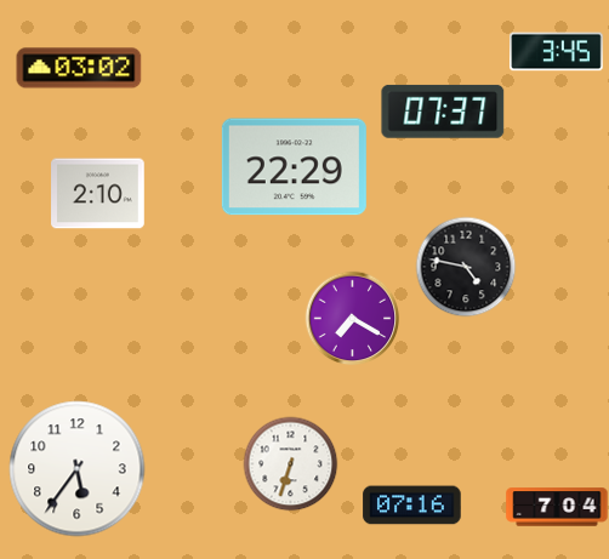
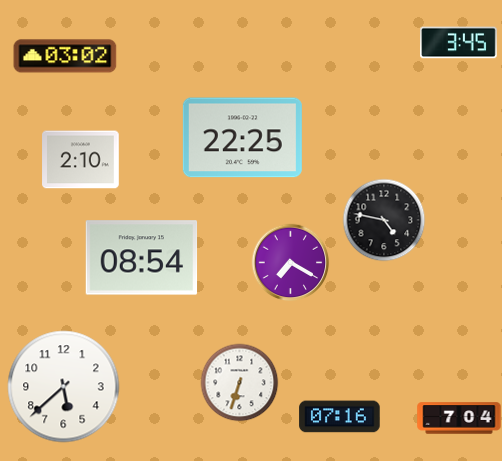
clock at (443, 112): 07:37 -> none
clock at (294, 167): 22:29 -> 22:25
clock at (142, 258): none -> 08:54
clock at (78, 469): 5:36 -> 5:38
